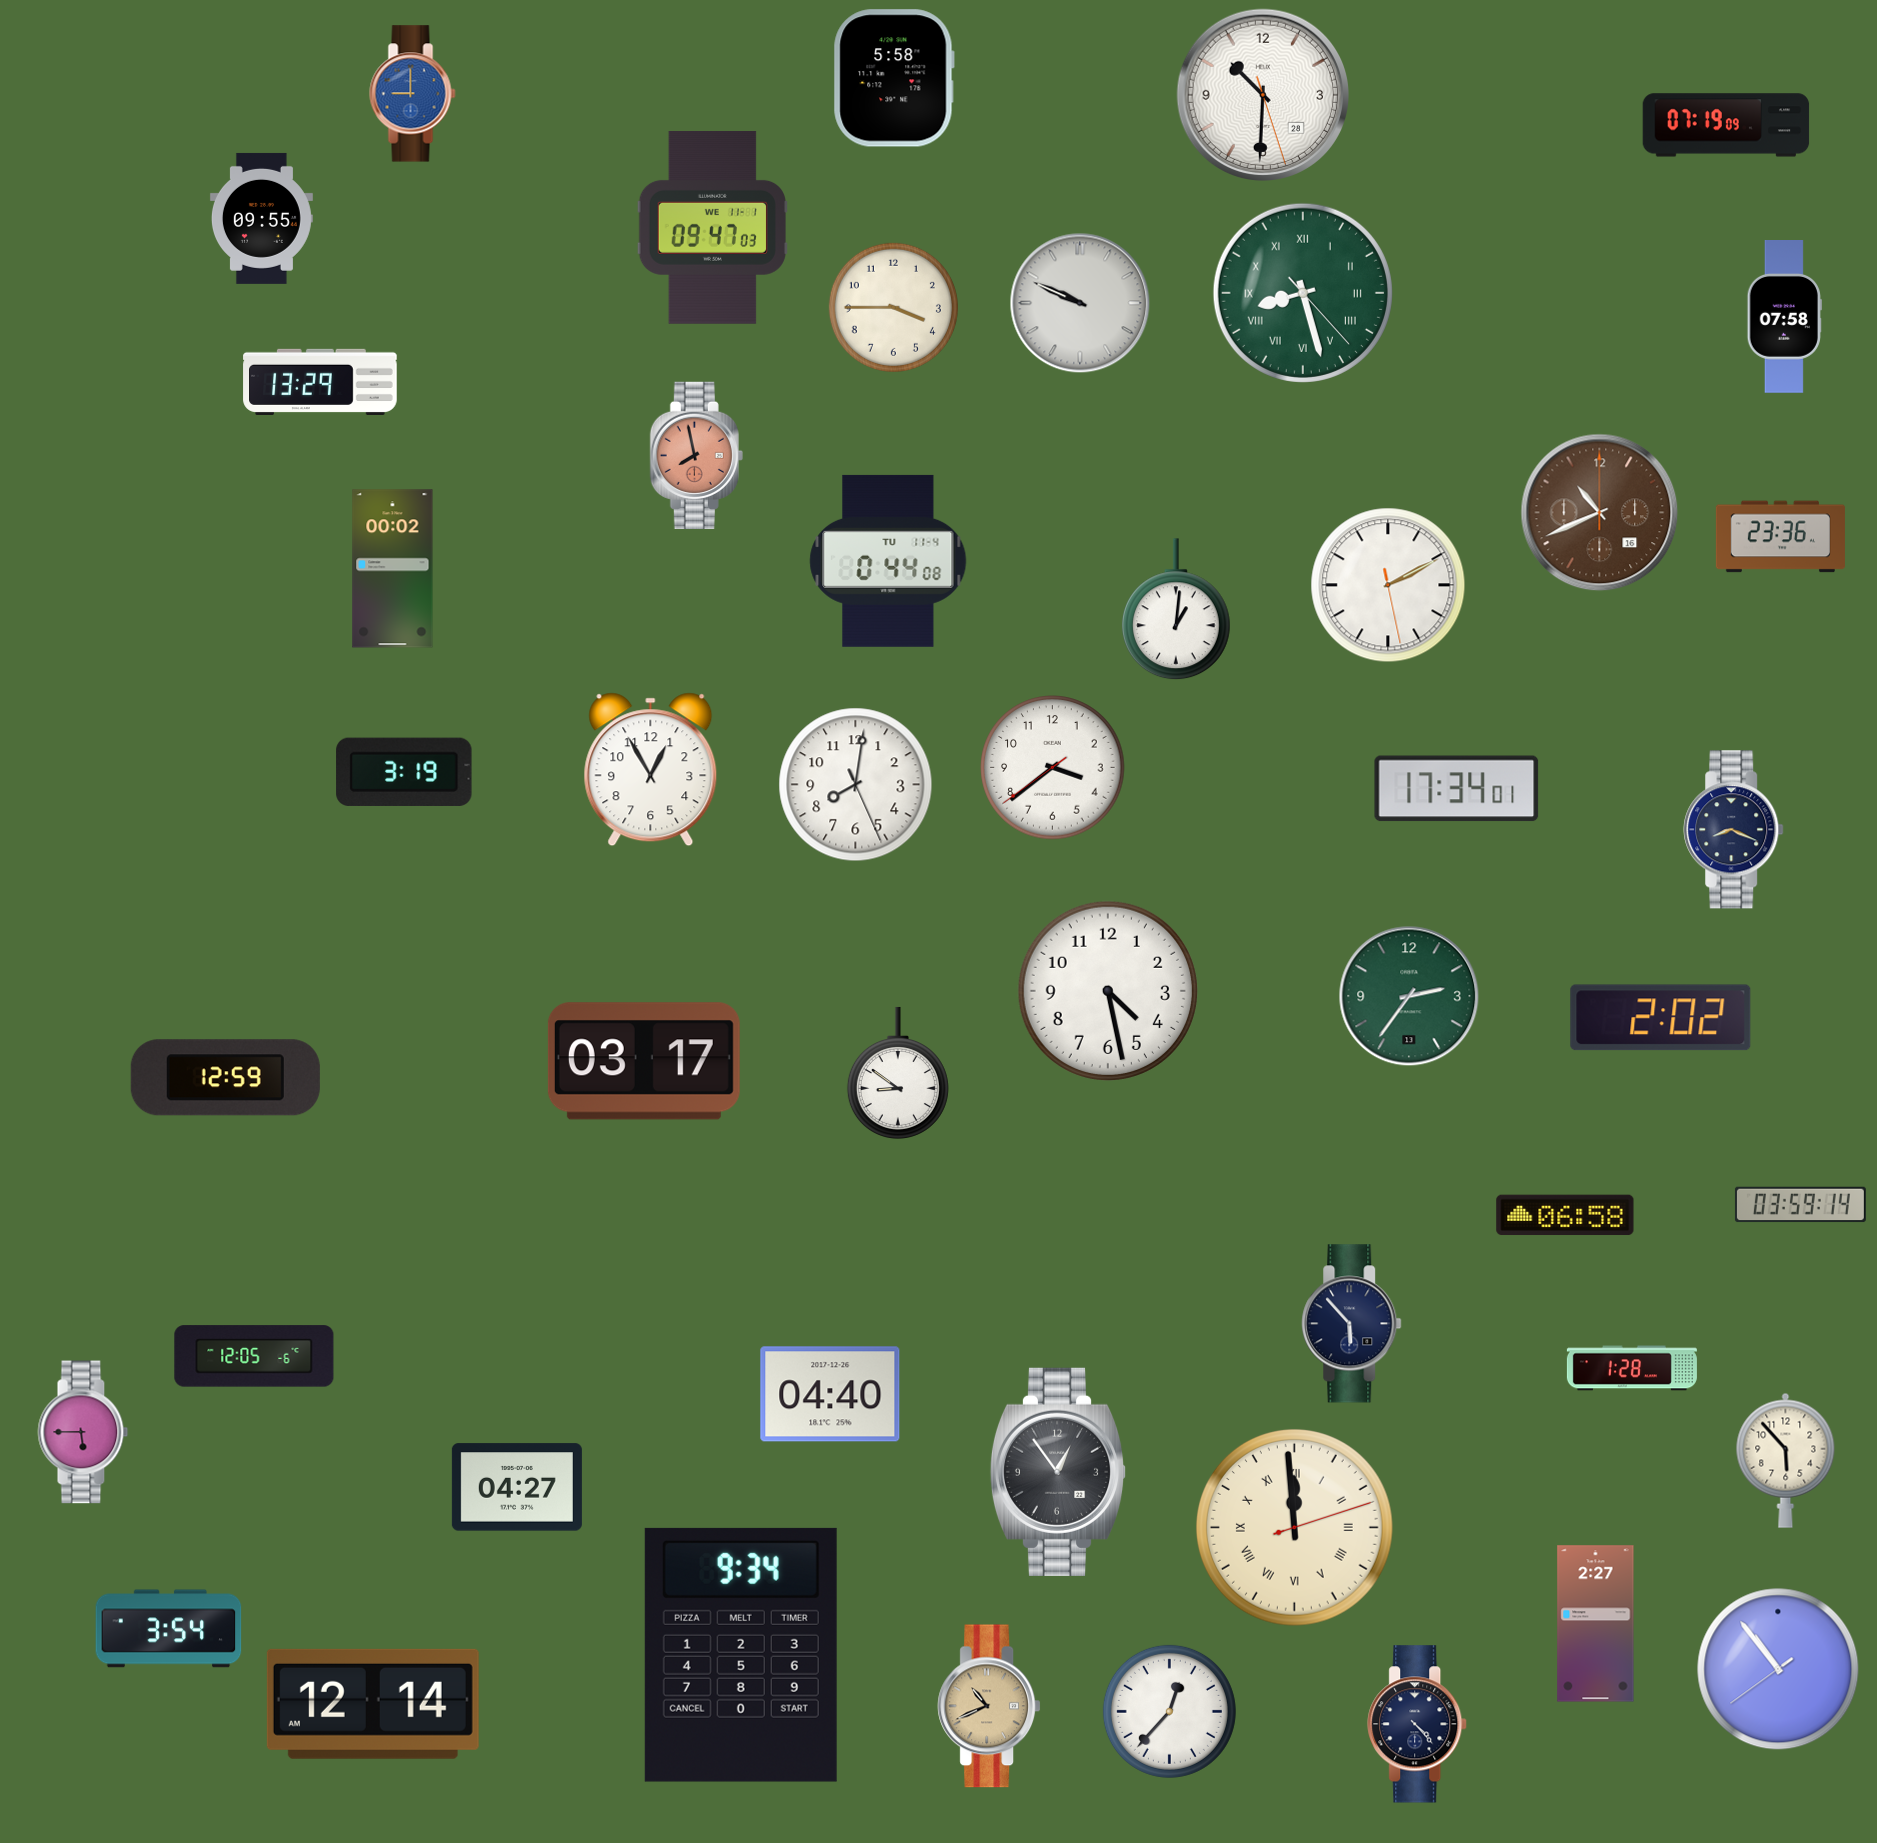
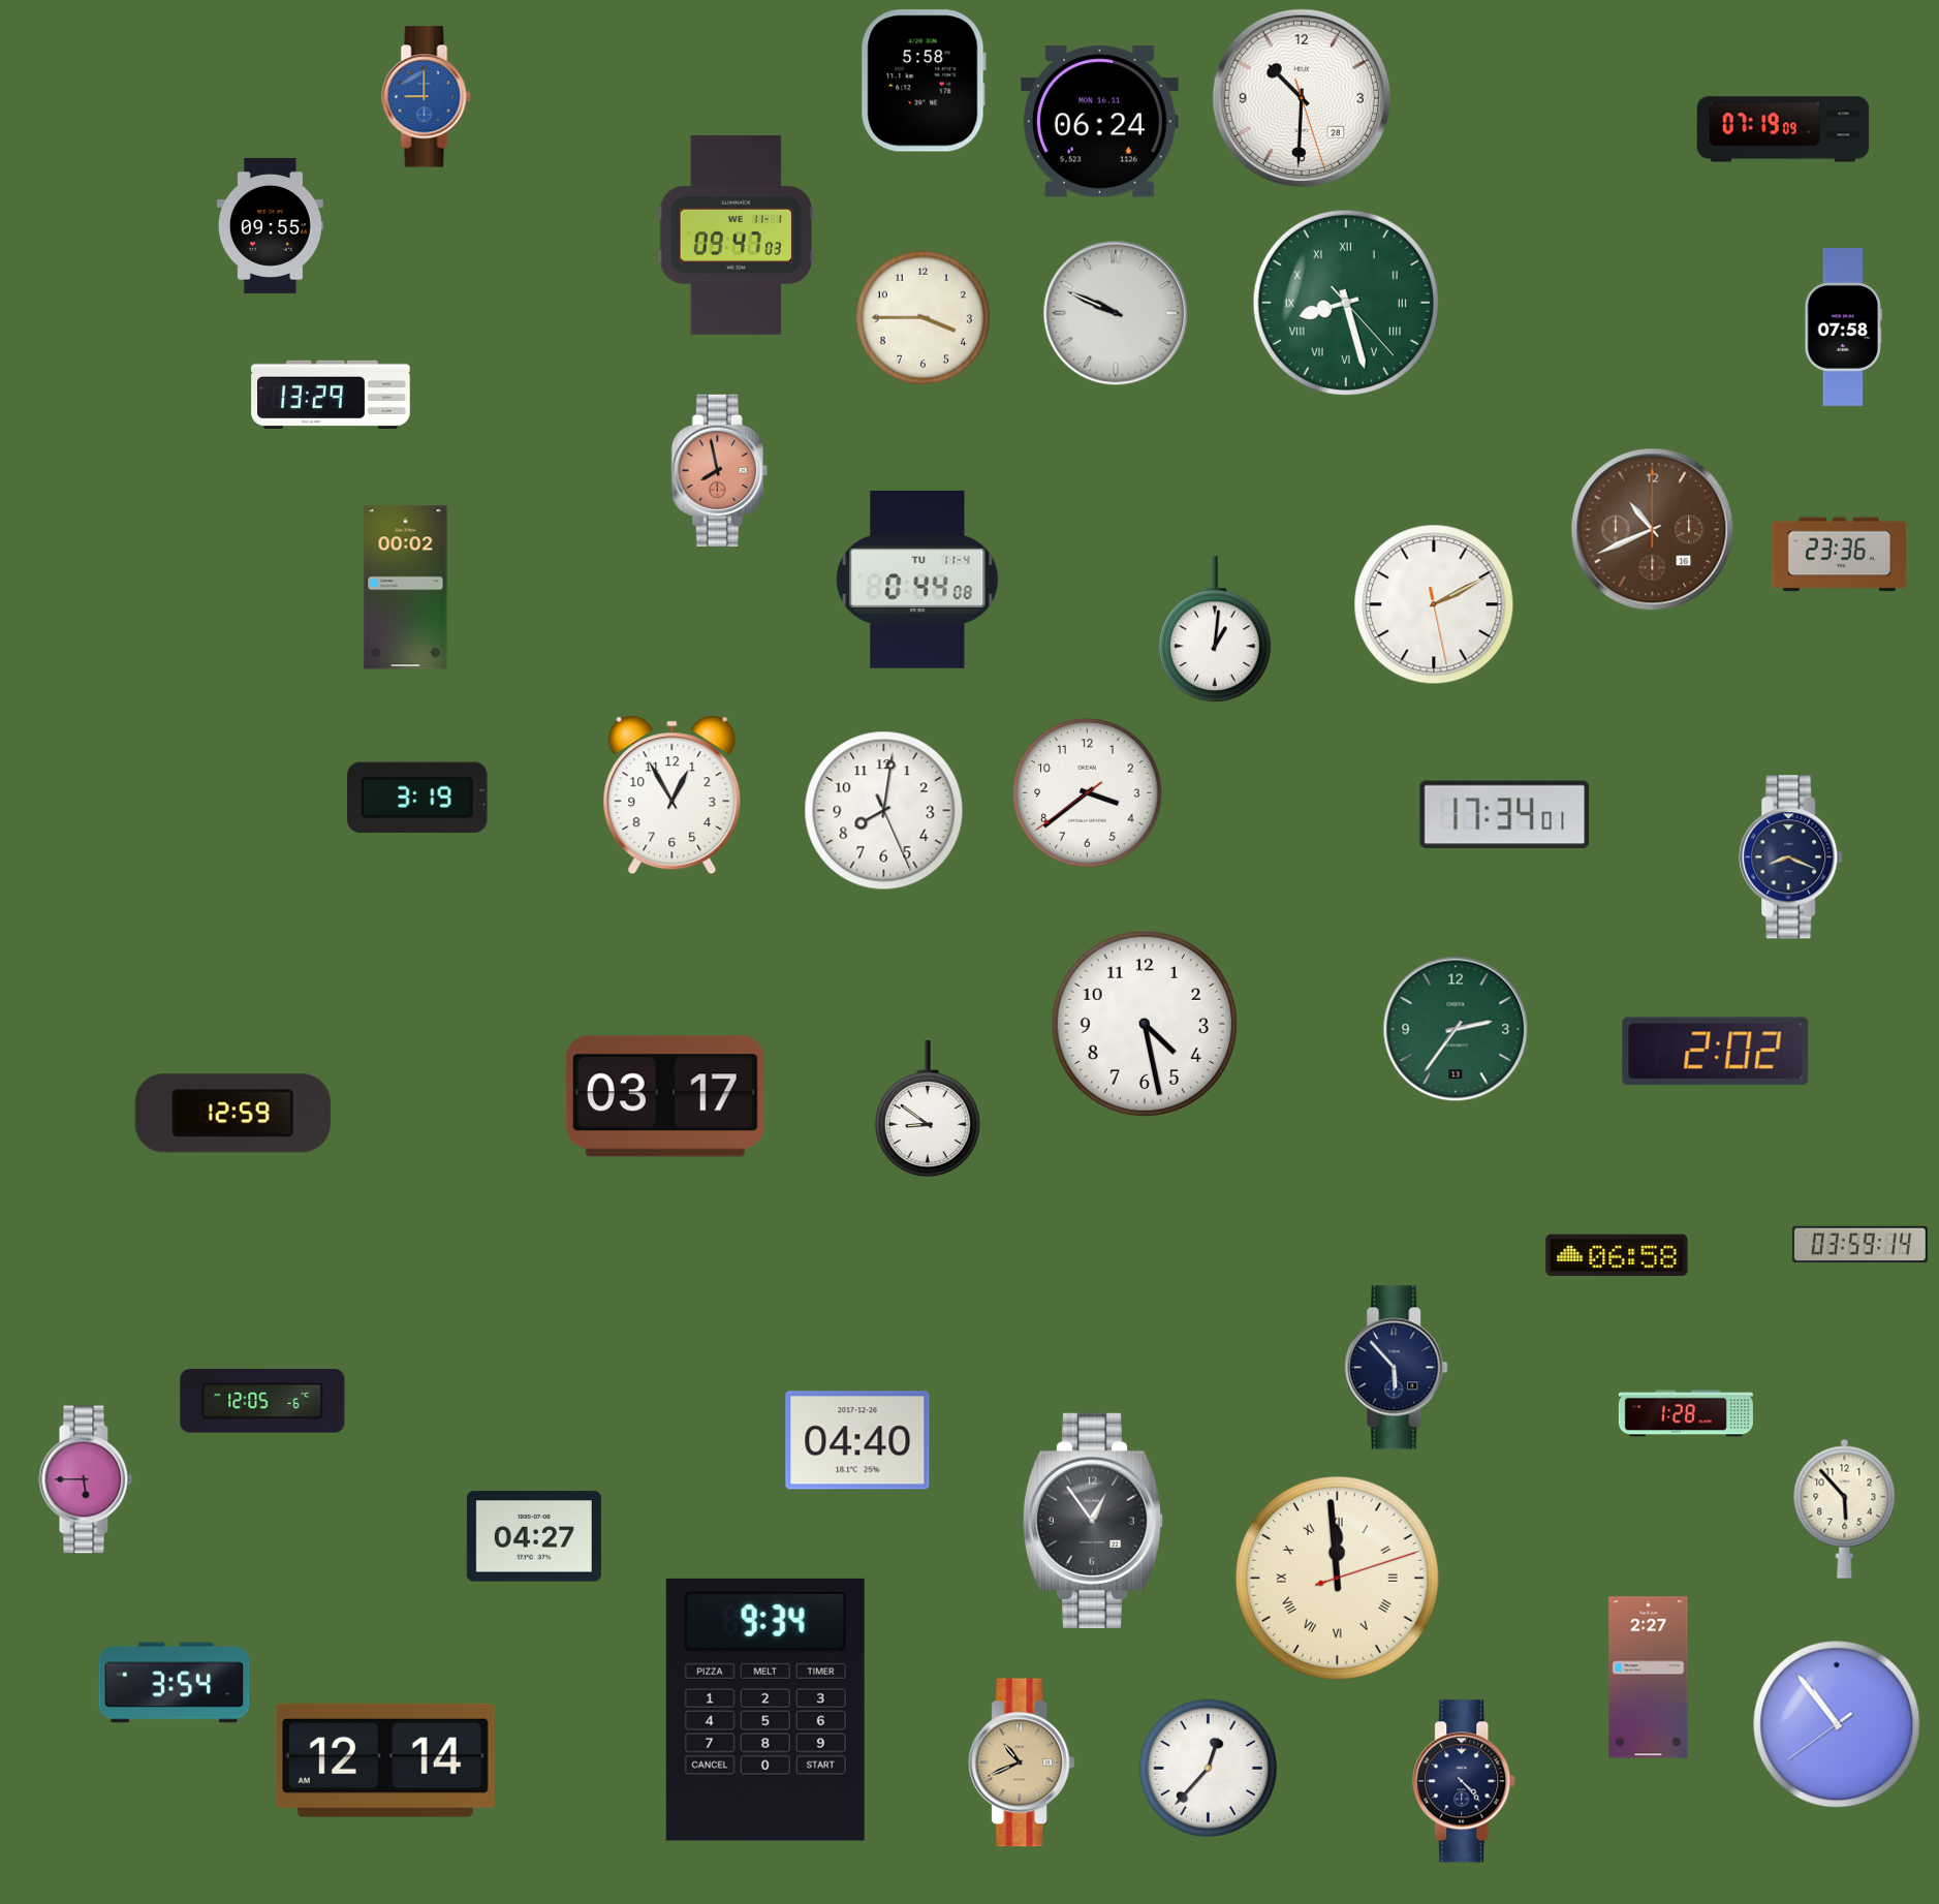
clock at (1262, 94) position: (1262, 94) -> (1301, 97)
clock at (1099, 122): none -> 06:24
